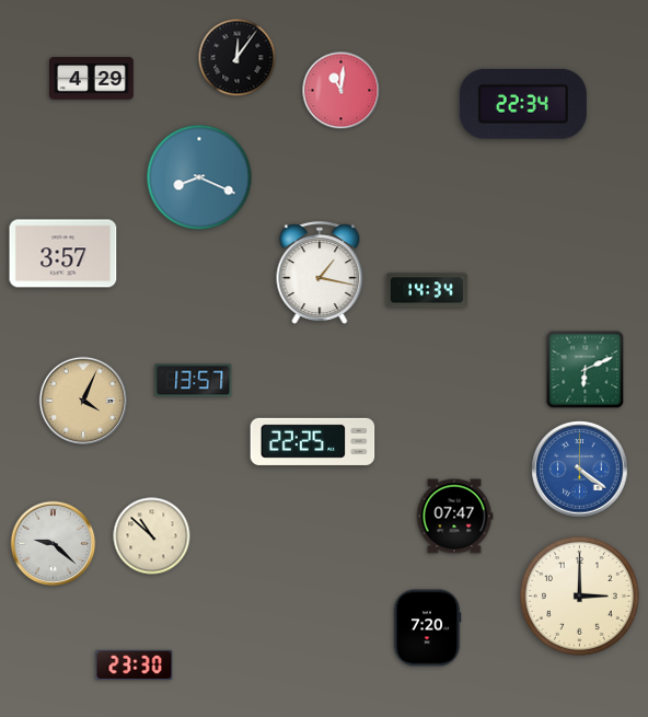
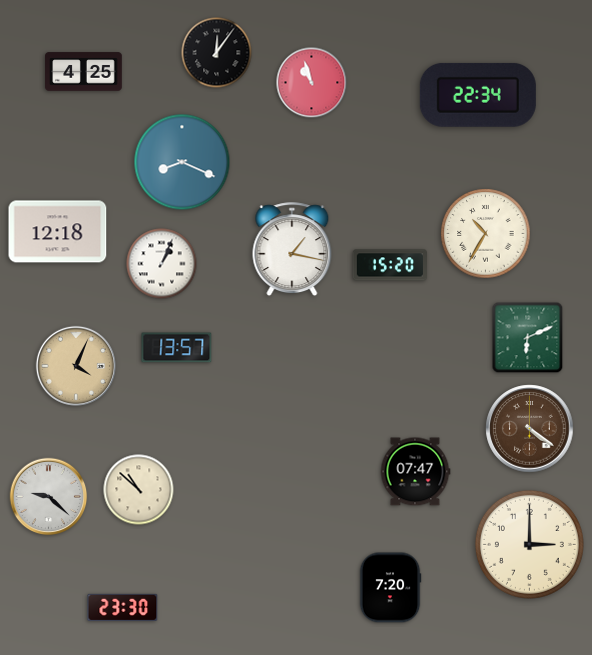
clock at (92, 79): 4:29 -> 4:25
clock at (342, 91): 11:01 -> 10:57
clock at (63, 254): 3:57 -> 12:18
clock at (486, 234): none -> 10:35
clock at (162, 264): none -> 1:04
clock at (426, 290): 14:34 -> 15:20
clock at (586, 370) position: (586, 370) -> (528, 338)
clock at (313, 441): 22:25 -> none
clock at (580, 470) dial: blue -> brown
clock at (427, 628) position: (427, 628) -> (390, 588)
